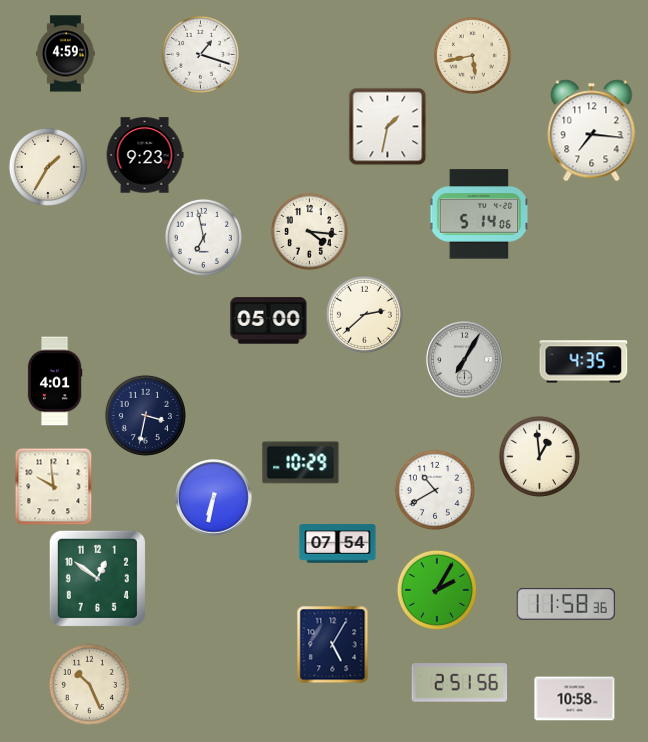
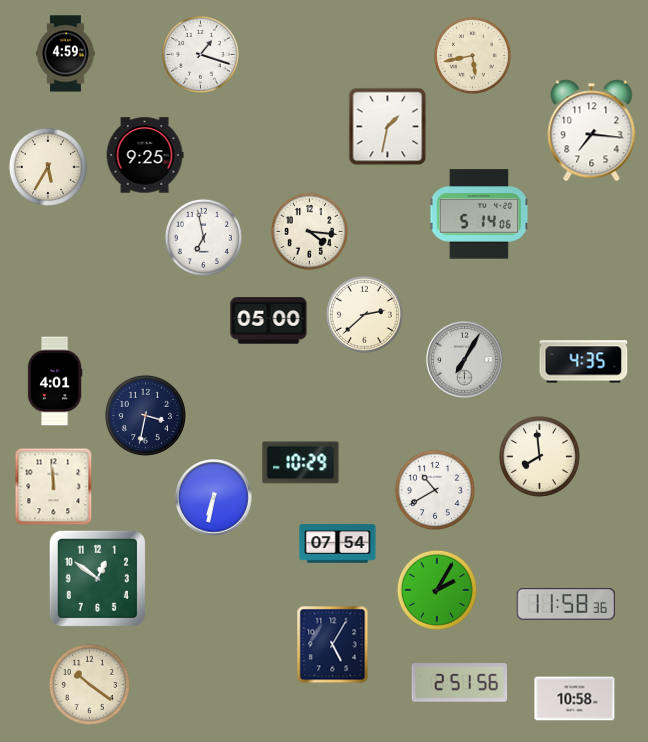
clock at (145, 155): 9:23 -> 9:25
clock at (48, 167): 1:35 -> 5:35
clock at (539, 456): 12:59 -> 7:59
clock at (53, 486): 9:59 -> 11:59
clock at (89, 684): 10:26 -> 10:21
